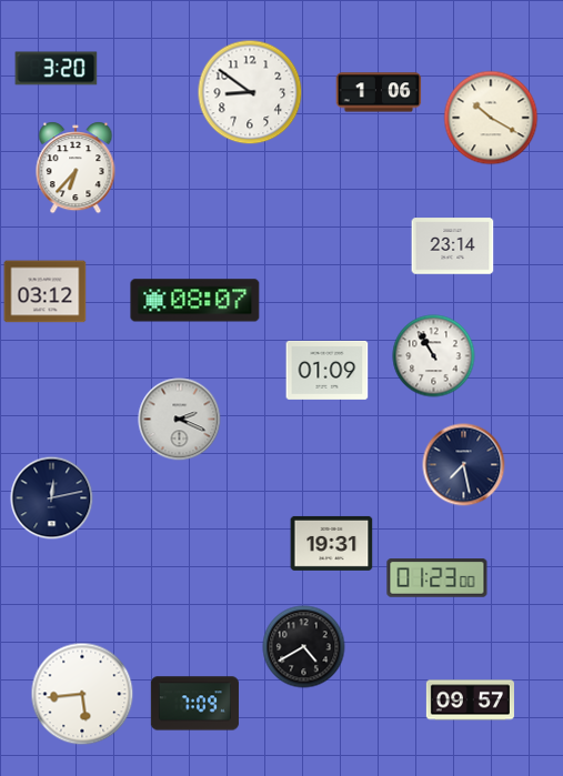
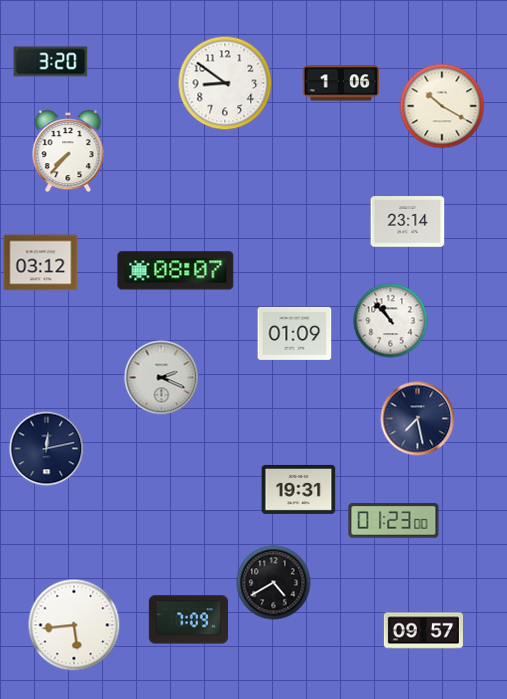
clock at (76, 168): 6:37 -> 7:37
clock at (434, 356): 10:55 -> 10:53
clock at (194, 704) position: (194, 704) -> (188, 620)
